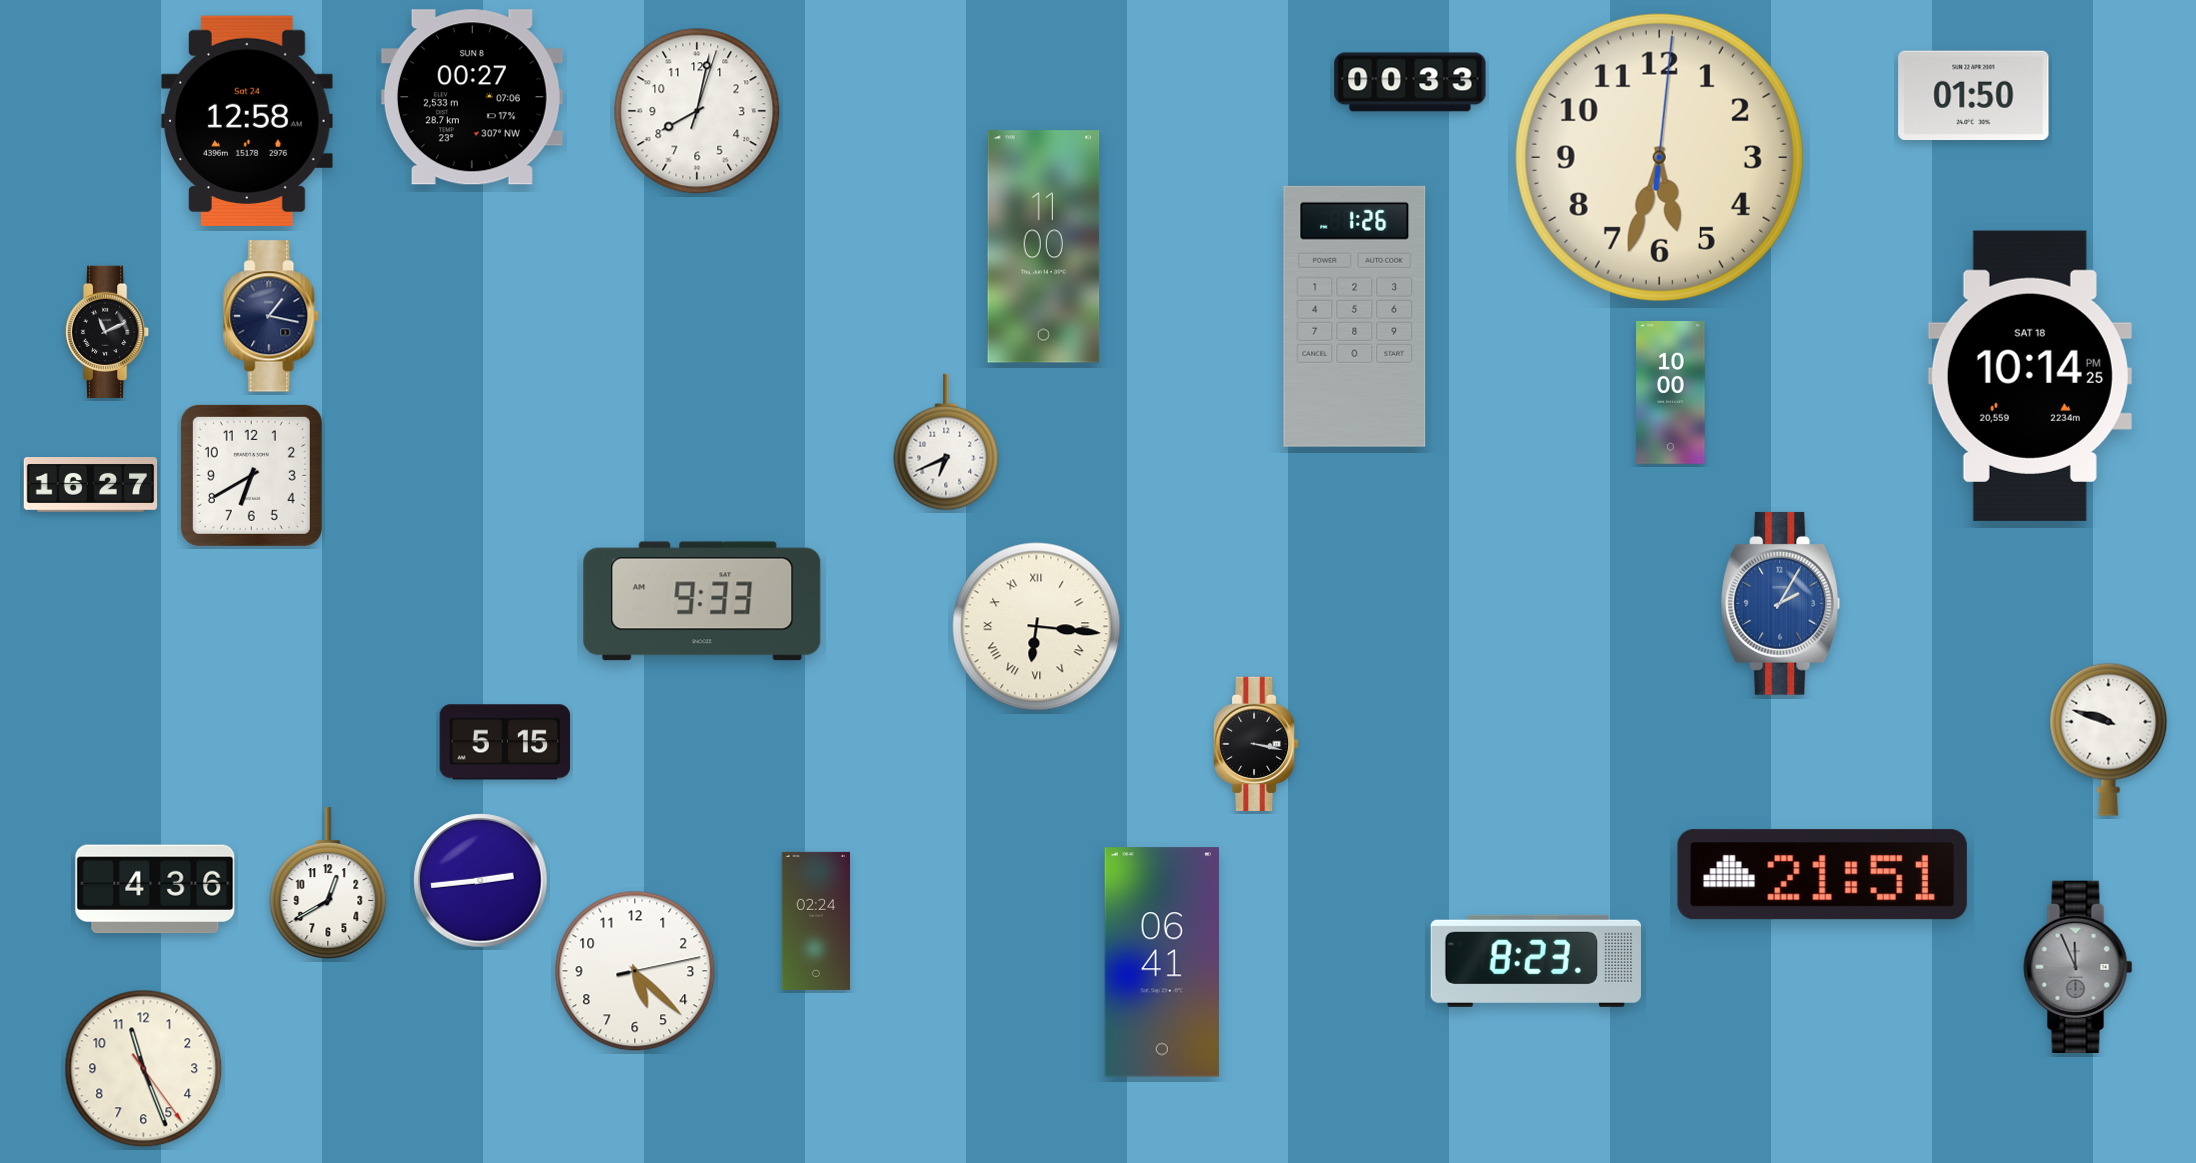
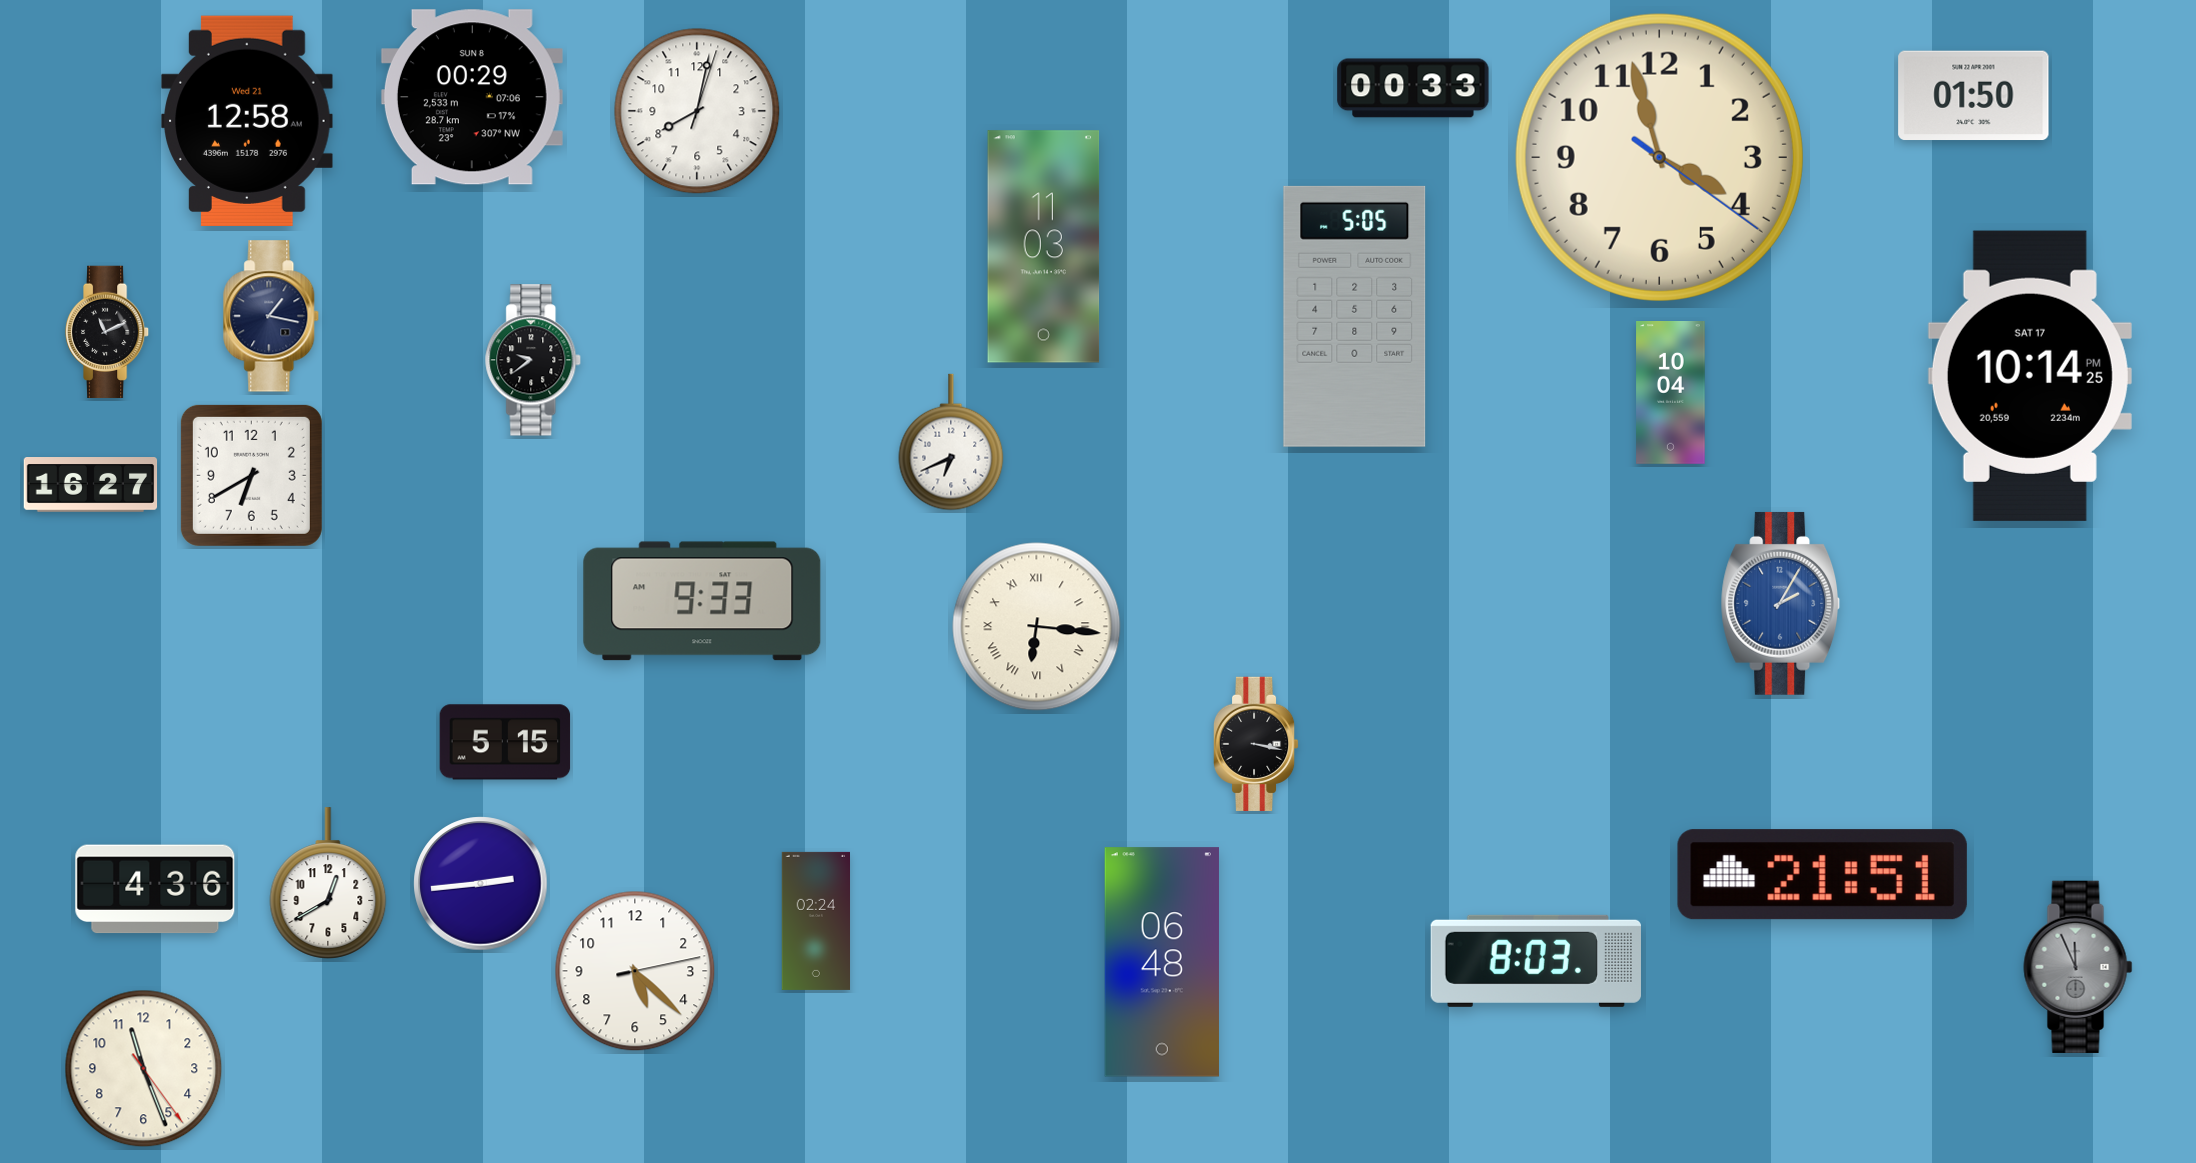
clock at (1410, 82) position: (1410, 82) -> (1413, 88)
clock at (472, 97): 00:27 -> 00:29
clock at (247, 120) date: Sat 24 -> Wed 21
clock at (1659, 157): 5:33 -> 3:57
clock at (1044, 247): 11:00 -> 11:03
clock at (1355, 316): 1:26 -> 5:05
clock at (534, 360): none -> 9:39
clock at (2030, 376) date: SAT 18 -> SAT 17
clock at (1671, 393): 10:00 -> 10:04
clock at (946, 442) position: (946, 442) -> (951, 442)
clock at (2109, 739): 9:48 -> none
clock at (481, 881) position: (481, 881) -> (481, 884)
clock at (1536, 961): 8:23 -> 8:03
clock at (1162, 962): 06:41 -> 06:48
